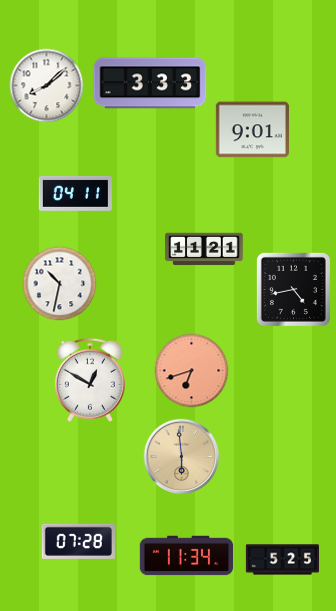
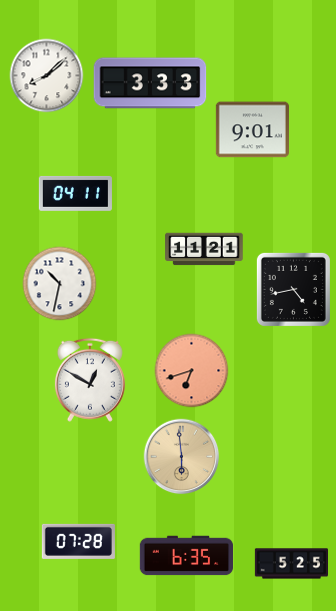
clock at (47, 86) position: (47, 86) -> (47, 76)
clock at (187, 556): 11:34 -> 6:35
clock at (282, 560) position: (282, 560) -> (291, 564)
